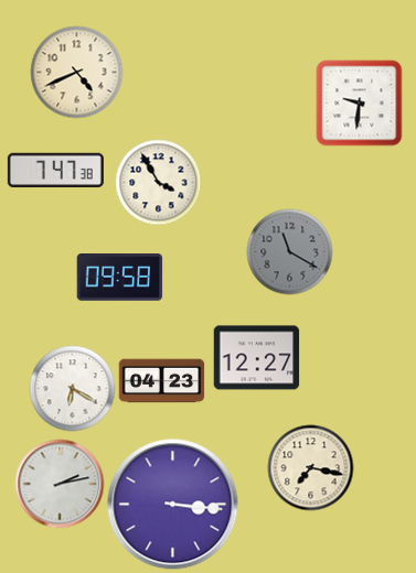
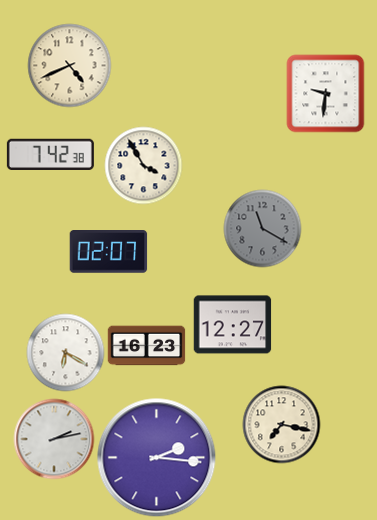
clock at (55, 170): 7:47 -> 7:42
clock at (119, 278): 09:58 -> 02:07
clock at (161, 381): 04:23 -> 16:23
clock at (173, 505): 3:16 -> 2:16
